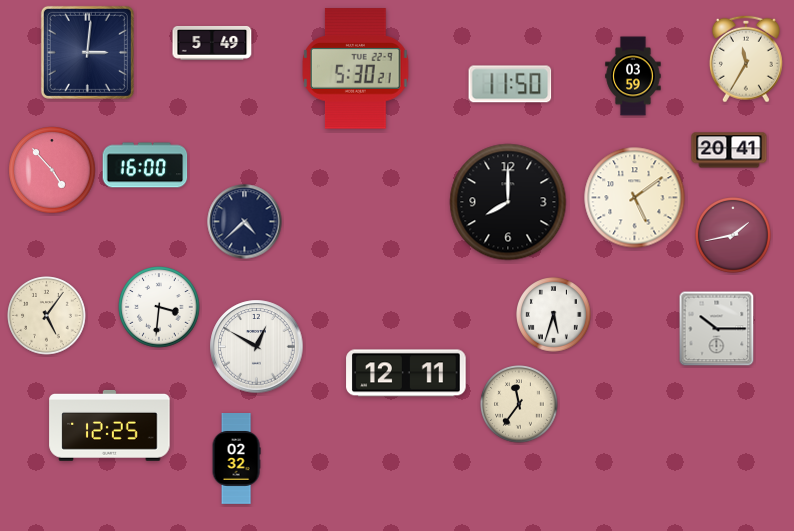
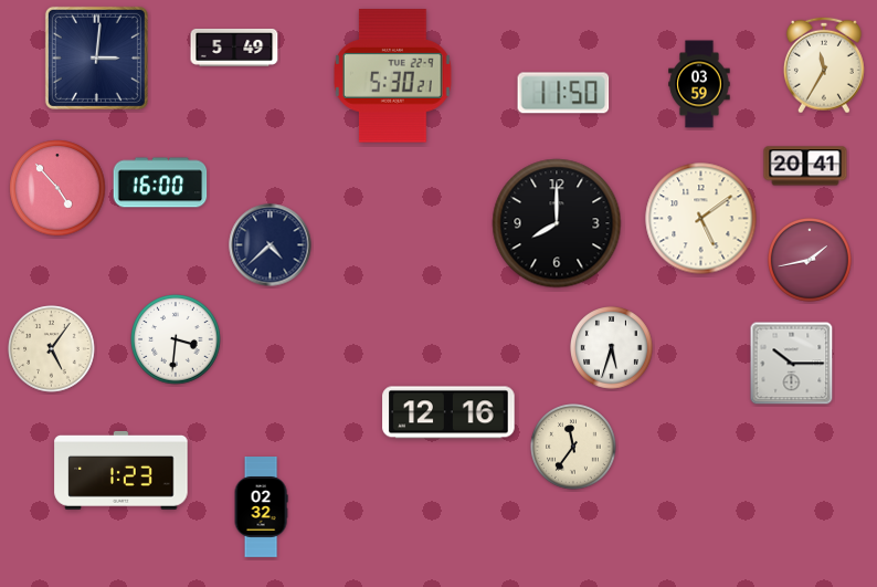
clock at (508, 202) position: (508, 202) -> (557, 223)
clock at (257, 347): 12:50 -> none
clock at (406, 373): 12:11 -> 12:16
clock at (110, 426): 12:25 -> 1:23
